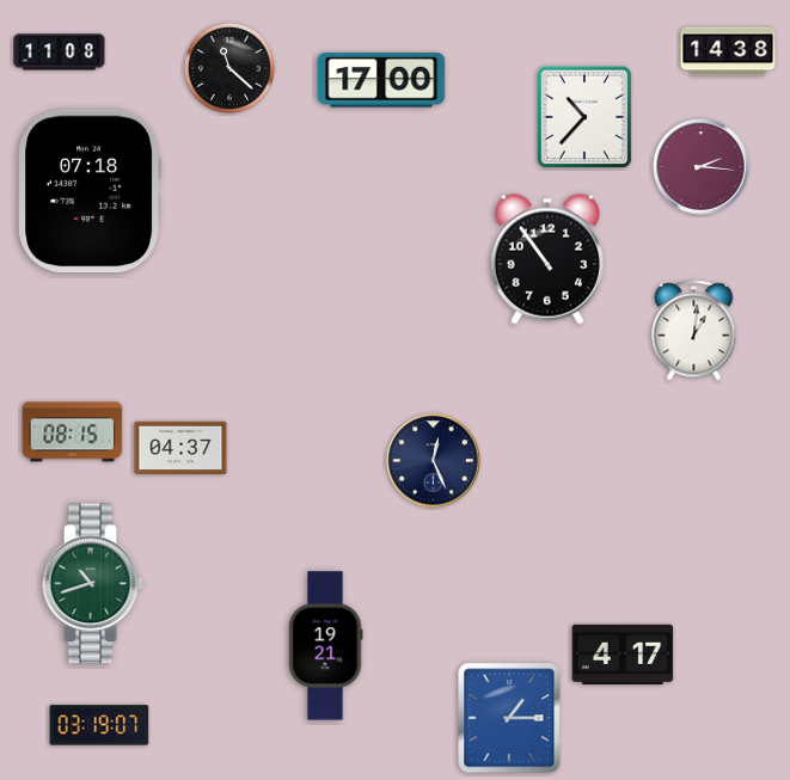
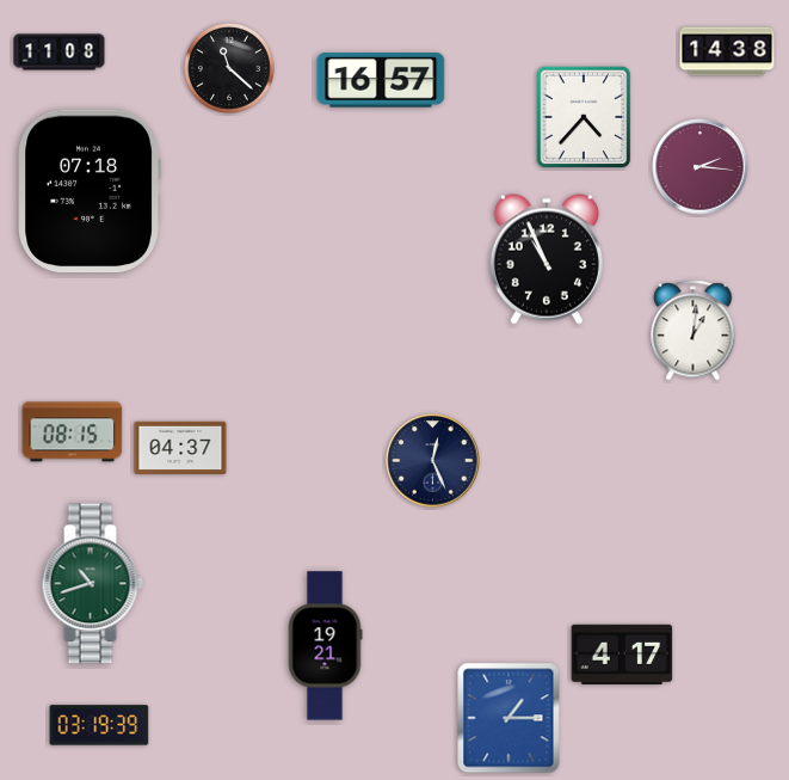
clock at (381, 80): 17:00 -> 16:57
clock at (584, 117): 10:37 -> 4:37
clock at (547, 259): 10:54 -> 10:56
clock at (99, 725): 03:19:07 -> 03:19:39
